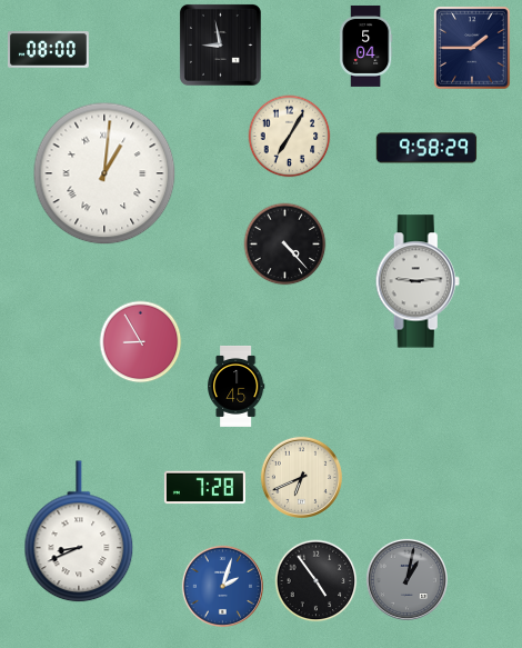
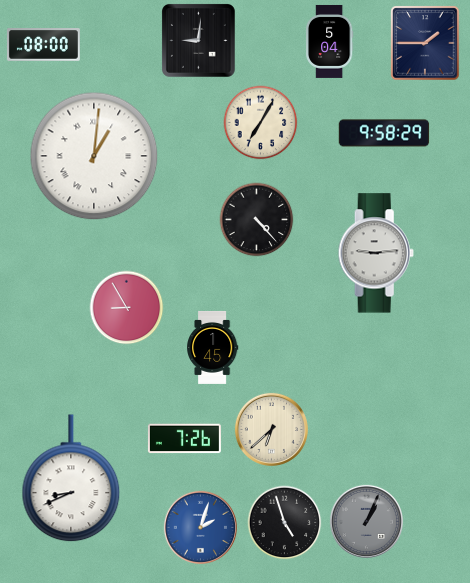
clock at (221, 46): 8:58 -> 9:01
clock at (301, 477): 6:41 -> 6:38
clock at (204, 488): 7:28 -> 7:26
clock at (406, 579): 1:02 -> 1:04
clock at (317, 581): 4:54 -> 4:57
